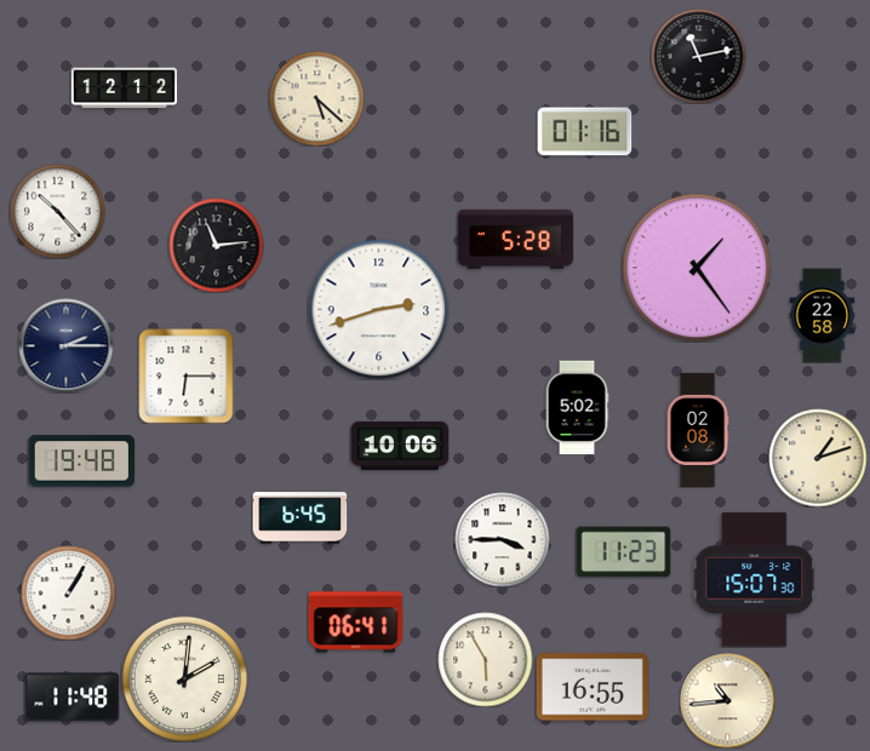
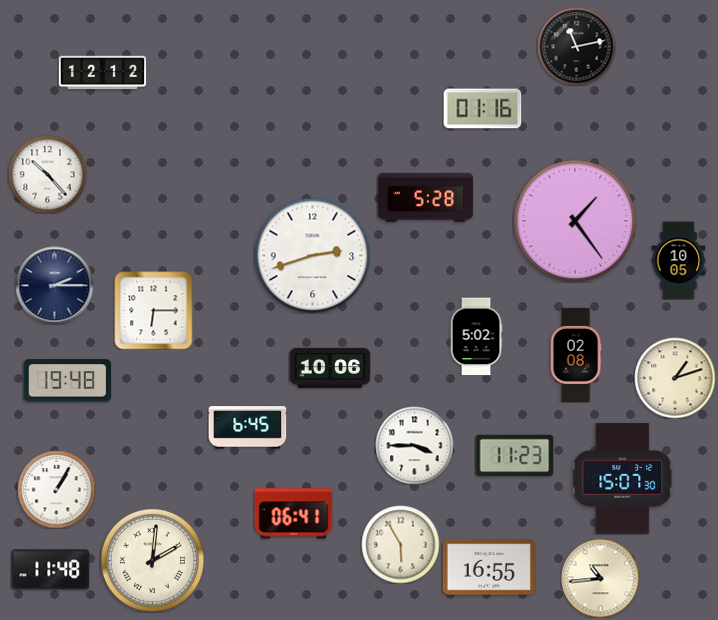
clock at (316, 98): 5:22 -> none
clock at (216, 245): 11:14 -> none
clock at (823, 315): 22:58 -> 10:05
clock at (71, 698) position: (71, 698) -> (50, 570)
